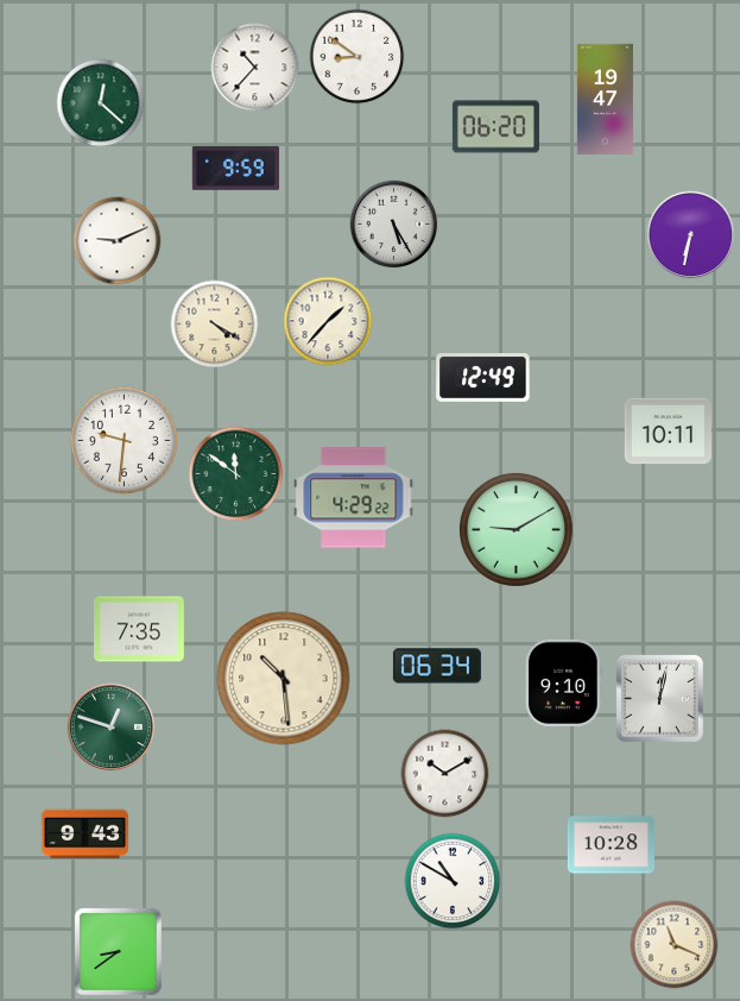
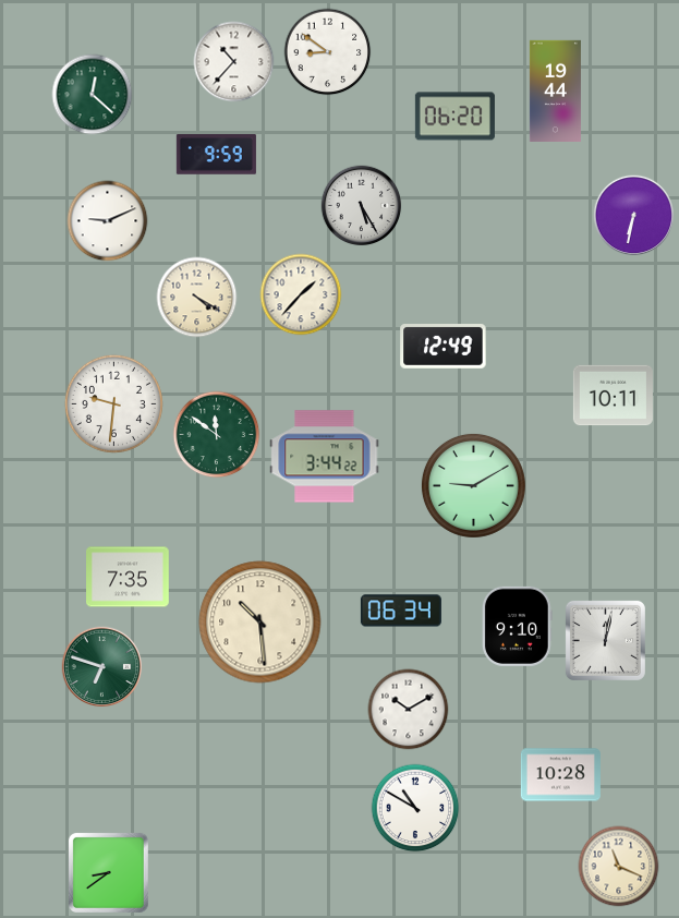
clock at (605, 99): 19:47 -> 19:44
clock at (354, 498): 4:29 -> 3:44
clock at (112, 728): 12:48 -> 6:48
clock at (84, 835): 9:43 -> none
